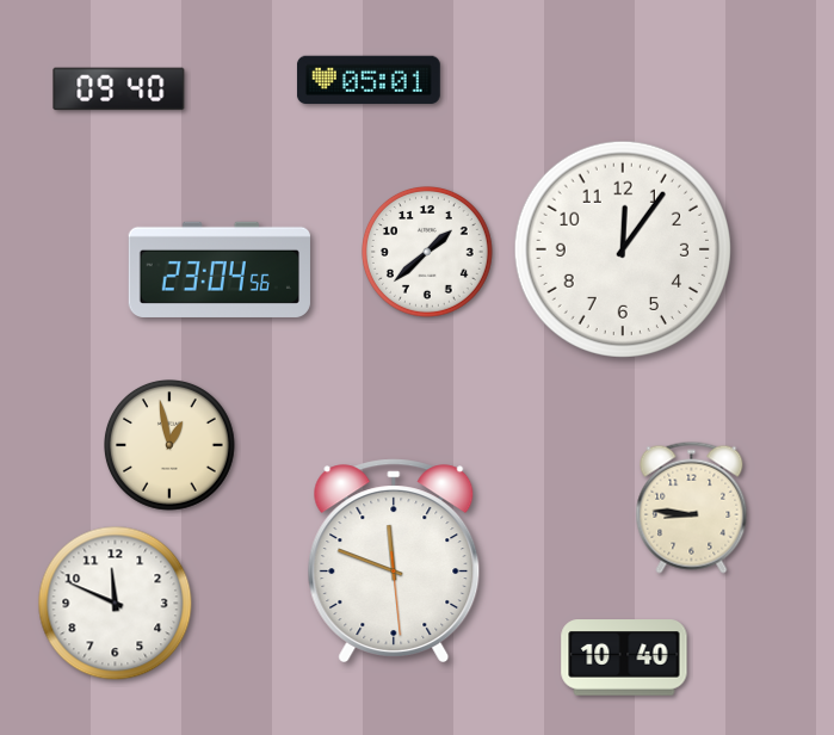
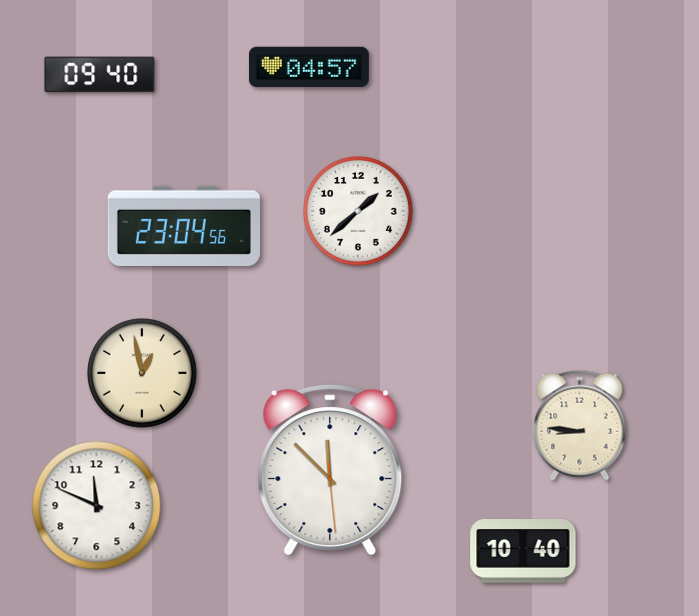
clock at (369, 80): 05:01 -> 04:57
clock at (623, 249): 12:06 -> none
clock at (394, 560): 11:48 -> 11:52
